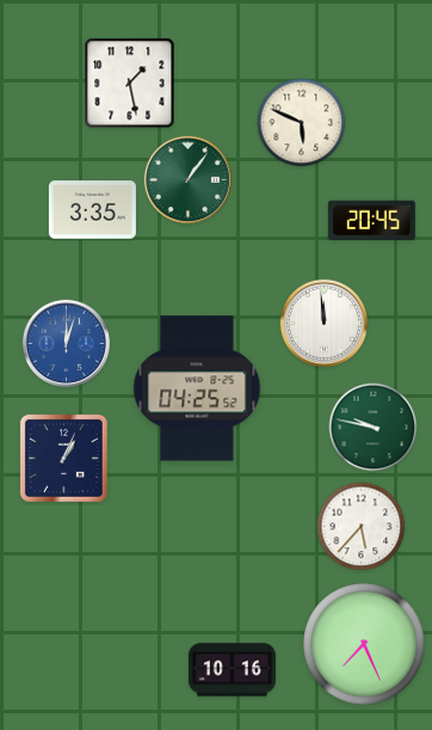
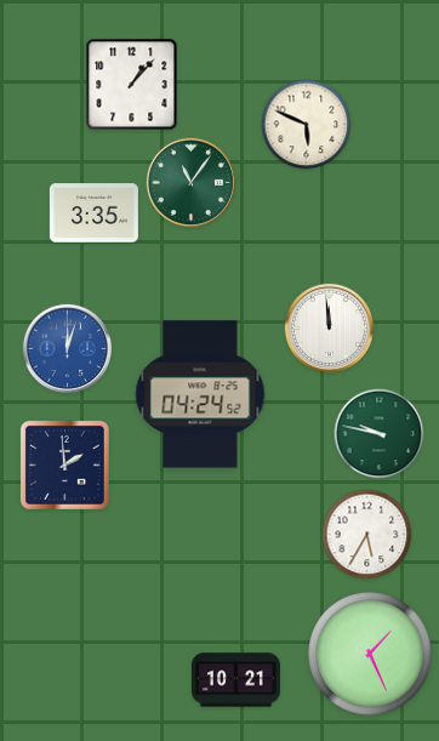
clock at (130, 84): 1:28 -> 1:07
clock at (187, 179): 1:06 -> 11:06
clock at (371, 221): 20:45 -> none
clock at (197, 388): 04:25 -> 04:24
clock at (63, 458): 1:04 -> 1:59
clock at (362, 527): 5:37 -> 5:35
clock at (364, 644): 7:26 -> 1:26
clock at (232, 670): 10:16 -> 10:21
